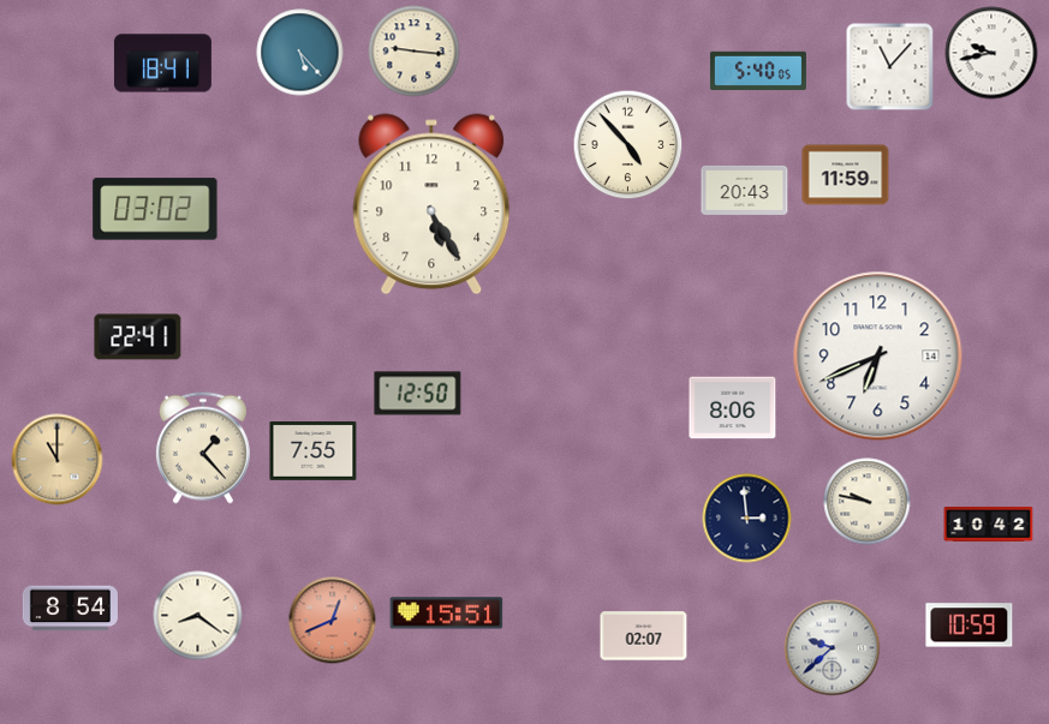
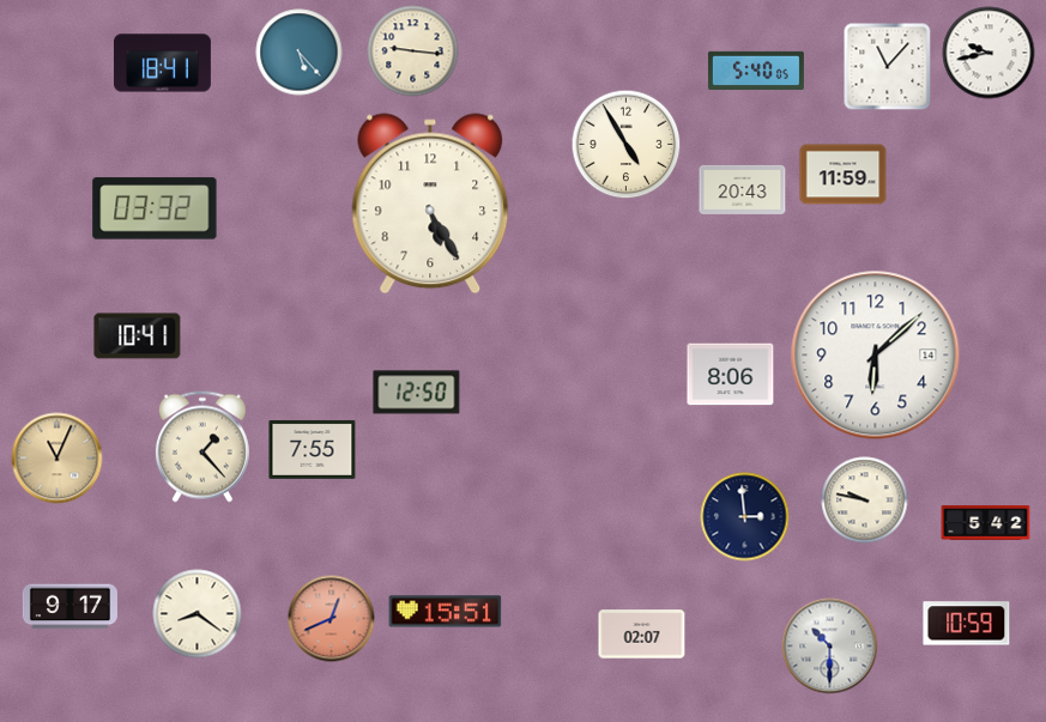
clock at (628, 145): 4:53 -> 4:55
clock at (155, 209): 03:02 -> 03:32
clock at (138, 337): 22:41 -> 10:41
clock at (878, 357): 6:41 -> 6:08
clock at (733, 408) position: (733, 408) -> (731, 375)
clock at (58, 460): 11:00 -> 11:04
clock at (989, 525): 10:42 -> 5:42
clock at (70, 609): 8:54 -> 9:17
clock at (833, 648): 9:38 -> 10:30
